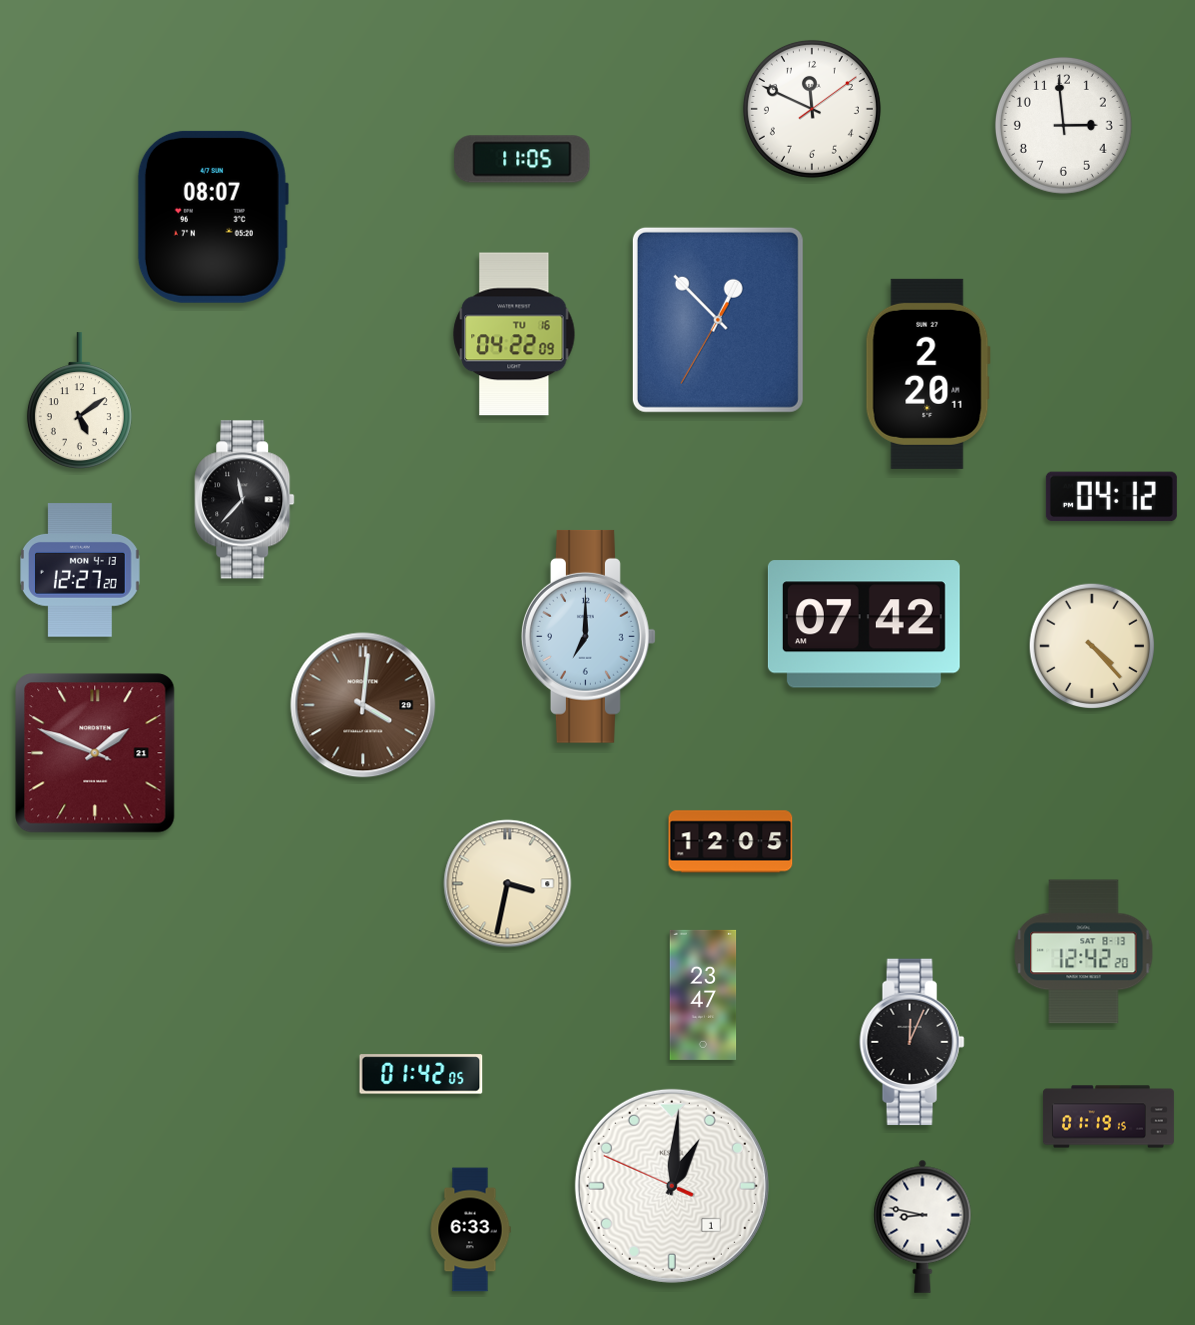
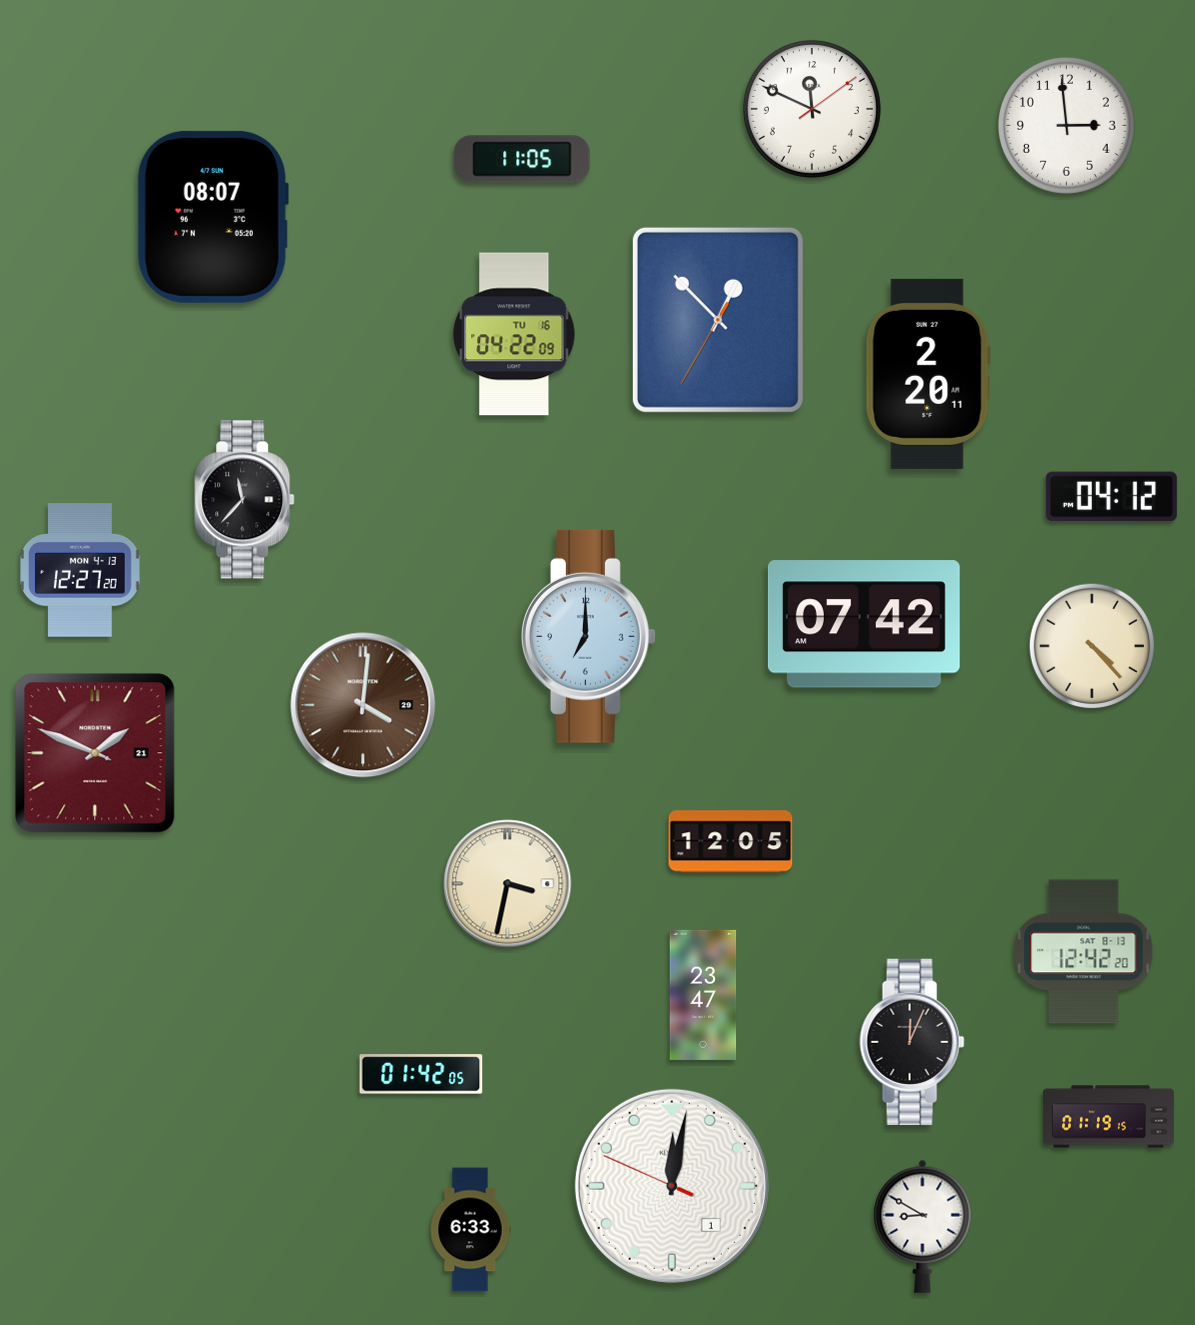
clock at (1063, 125) position: (1063, 125) -> (1066, 125)
clock at (79, 401): 5:09 -> none
clock at (672, 1186): 1:00 -> 12:01
clock at (923, 1226): 8:47 -> 8:50
